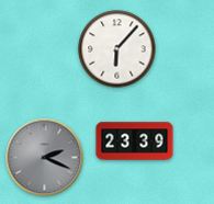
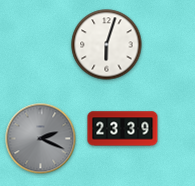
clock at (117, 49): 6:07 -> 6:03
clock at (45, 158) position: (45, 158) -> (41, 139)
